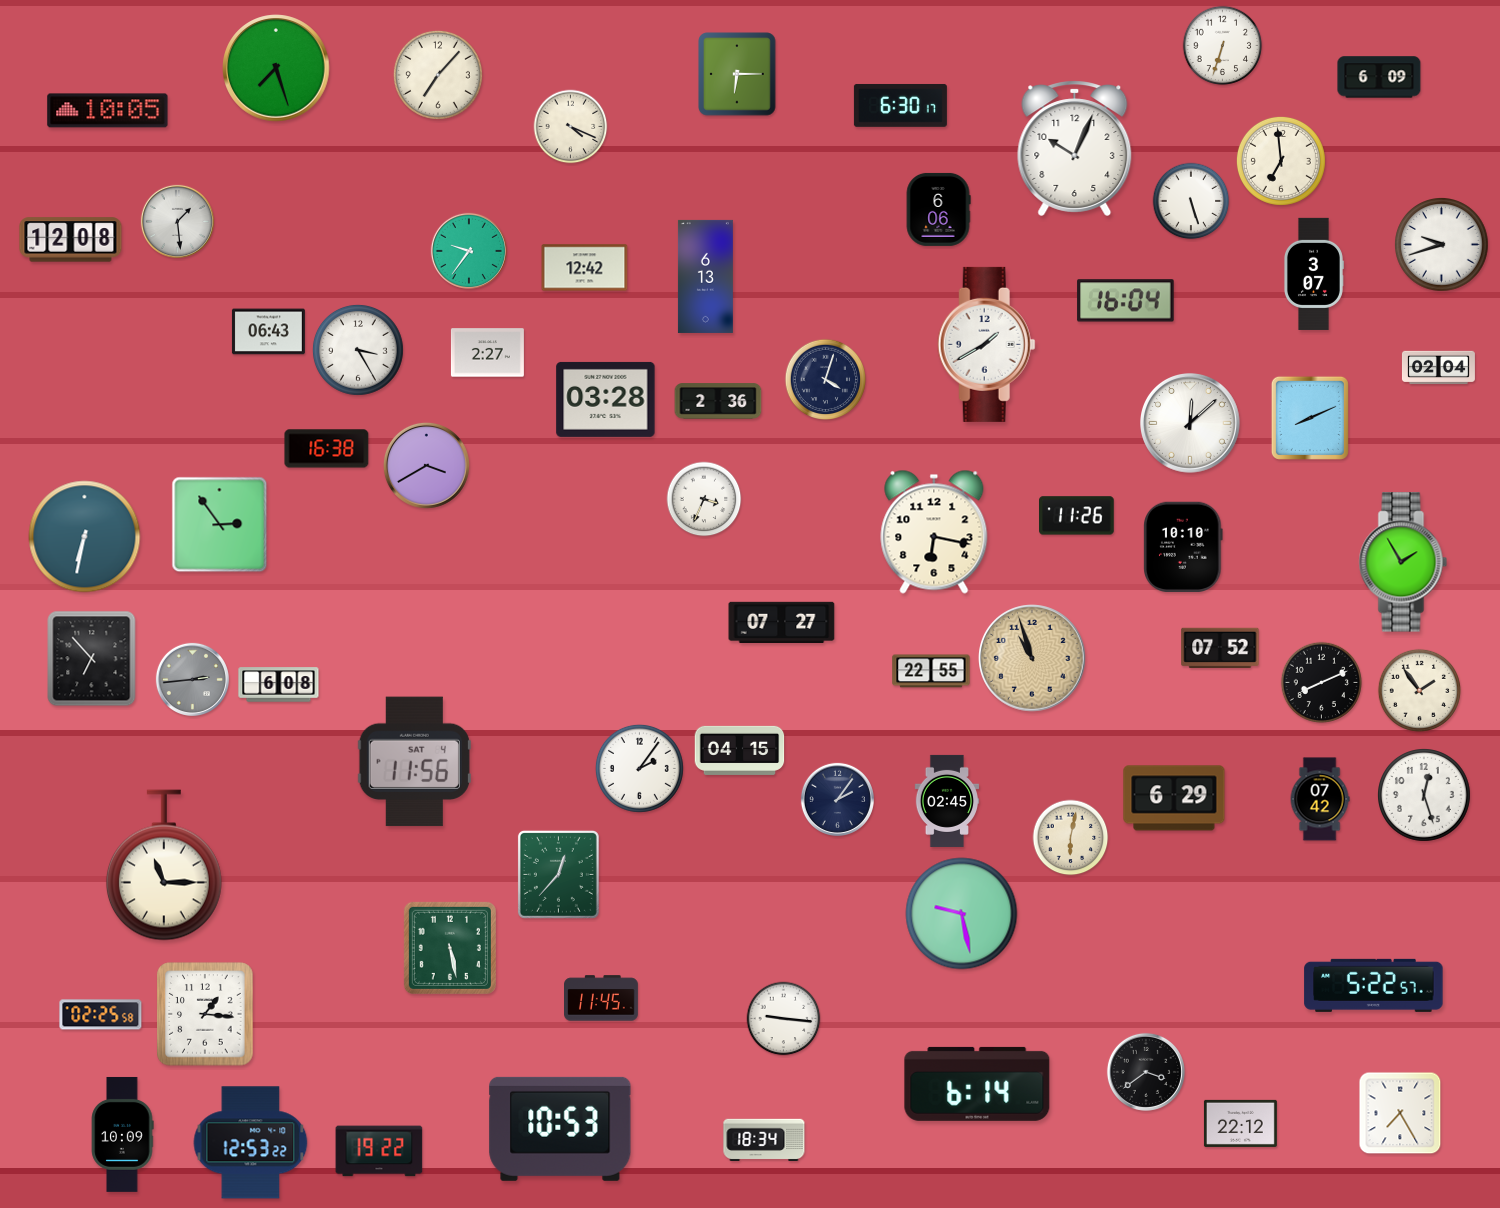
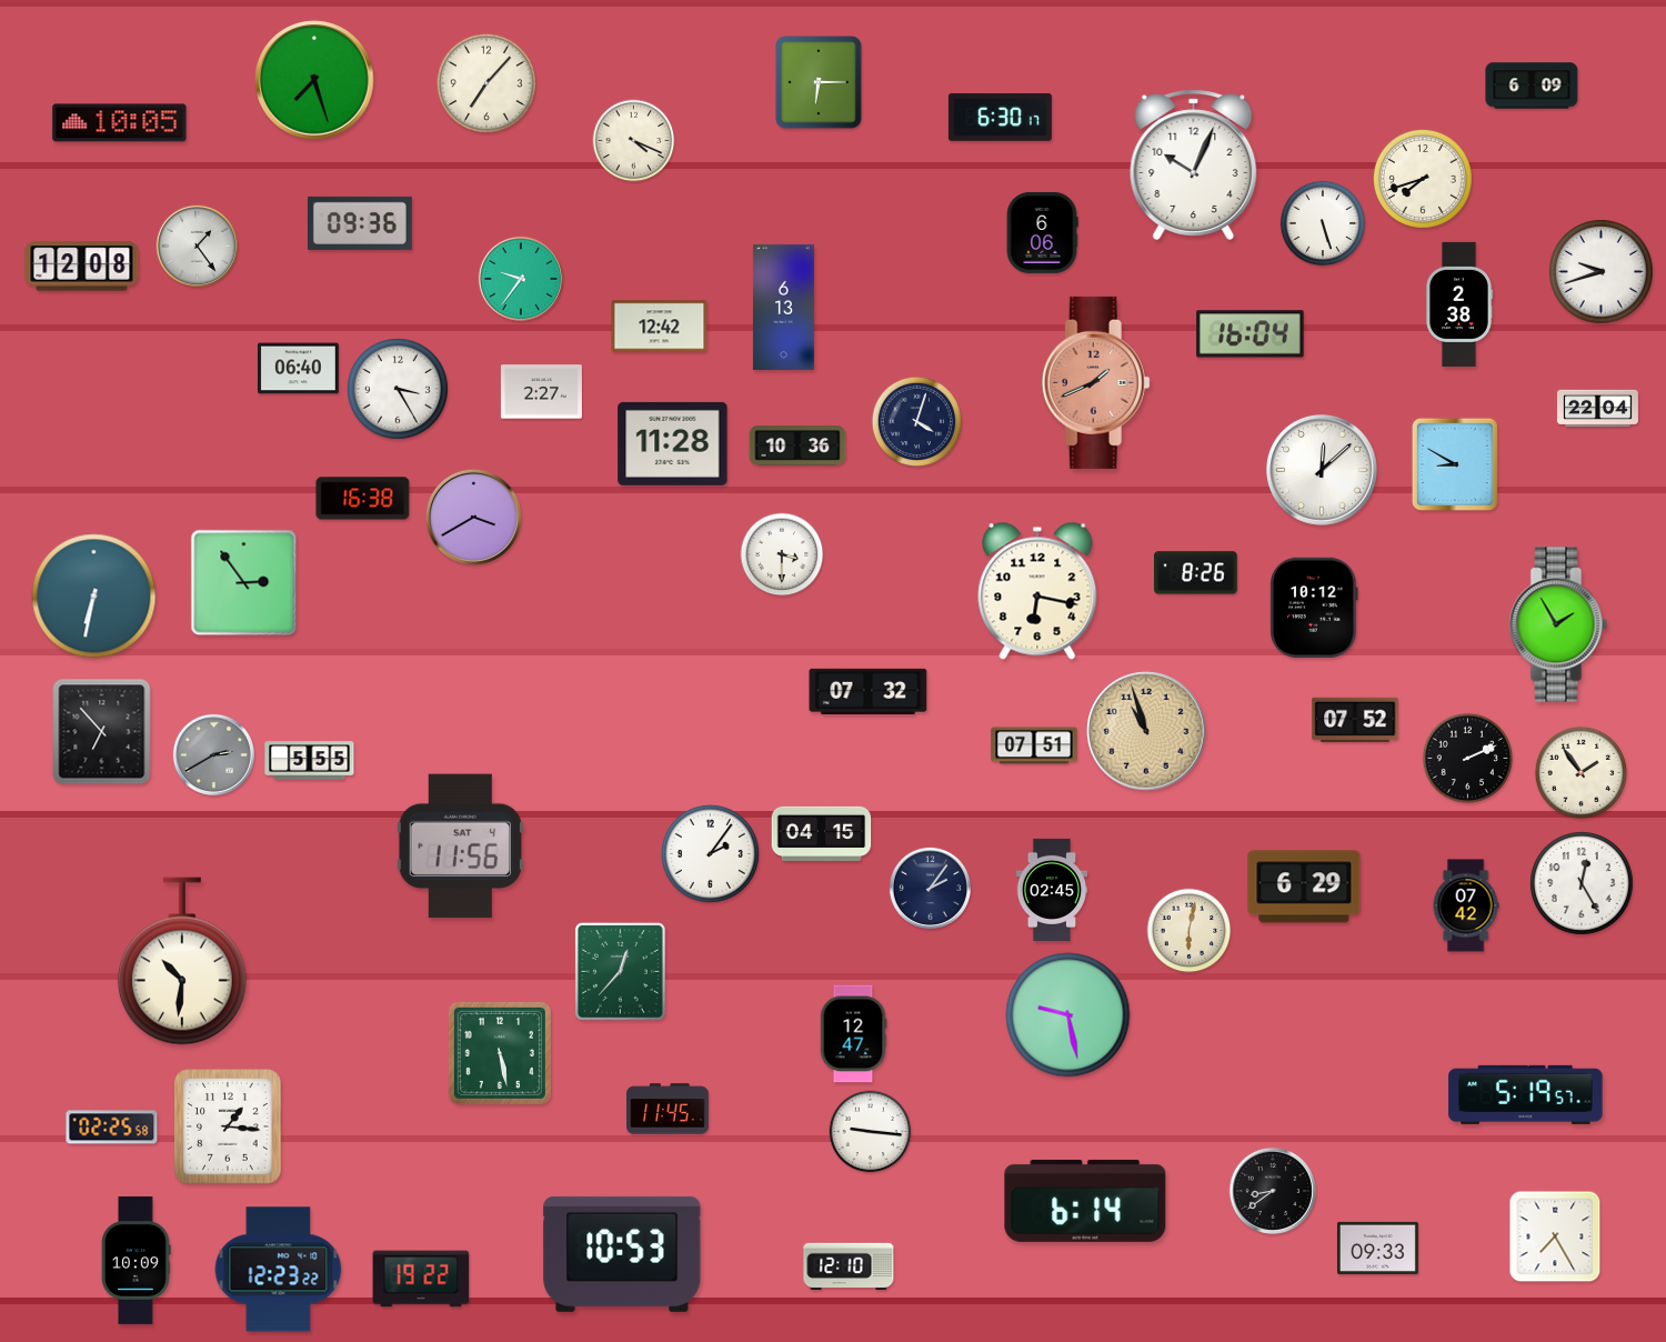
clock at (1223, 46): 6:33 -> none
clock at (276, 68) position: (276, 68) -> (314, 80)
clock at (1281, 161): 6:59 -> 7:42
clock at (360, 223): none -> 09:36
clock at (177, 221): 1:29 -> 1:24
clock at (71, 240) position: (71, 240) -> (82, 267)
clock at (585, 268) position: (585, 268) -> (660, 327)
clock at (1314, 274): 3:07 -> 2:38
clock at (268, 332): 06:43 -> 06:40
clock at (986, 344): 1:40 -> 1:41
clock at (986, 344) dial: white -> salmon
clock at (1438, 368): 02:04 -> 22:04
clock at (606, 399): 03:28 -> 11:28
clock at (718, 401): 2:36 -> 10:36
clock at (1310, 418): 8:11 -> 8:50
clock at (704, 499): 3:34 -> 3:30
clock at (1077, 516): 11:26 -> 8:26
clock at (1183, 546): 10:10 -> 10:12
clock at (782, 622): 07:27 -> 07:32
clock at (931, 671): 22:55 -> 07:51
clock at (192, 679): 2:44 -> 2:40
clock at (1322, 683): 8:11 -> 2:11
clock at (279, 685): 6:08 -> 5:55
clock at (1419, 690) position: (1419, 690) -> (1580, 772)
clock at (1425, 796): 12:27 -> 12:25
clock at (1320, 799) position: (1320, 799) -> (1466, 905)
clock at (164, 865): 11:15 -> 10:31
clock at (853, 1034): none -> 12:47
clock at (1374, 985): 5:22 -> 5:19
clock at (1146, 1072): 3:39 -> 8:39
clock at (977, 1084) position: (977, 1084) -> (1085, 1201)
clock at (1240, 1123): 22:12 -> 09:33
clock at (764, 1139): 18:34 -> 12:10
clock at (251, 1143): 12:53 -> 12:23
